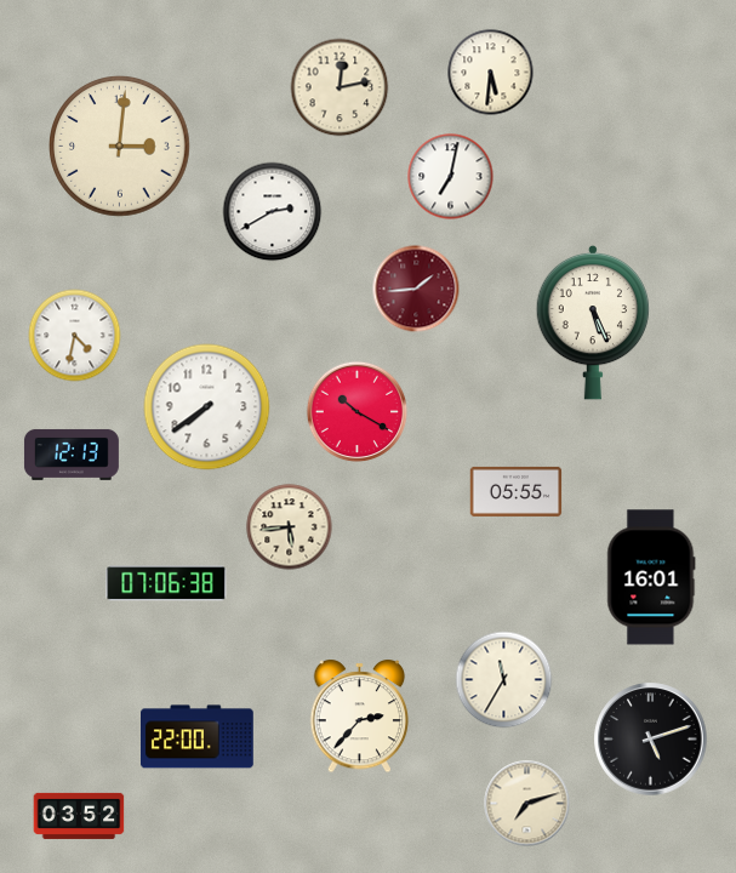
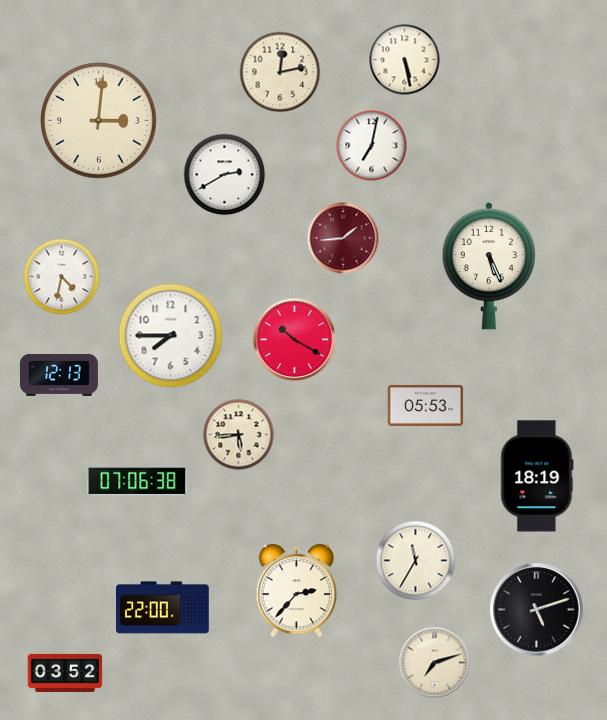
clock at (491, 73): 5:31 -> 5:28
clock at (207, 407): 7:39 -> 7:45
clock at (517, 491): 05:55 -> 05:53
clock at (651, 577): 16:01 -> 18:19
